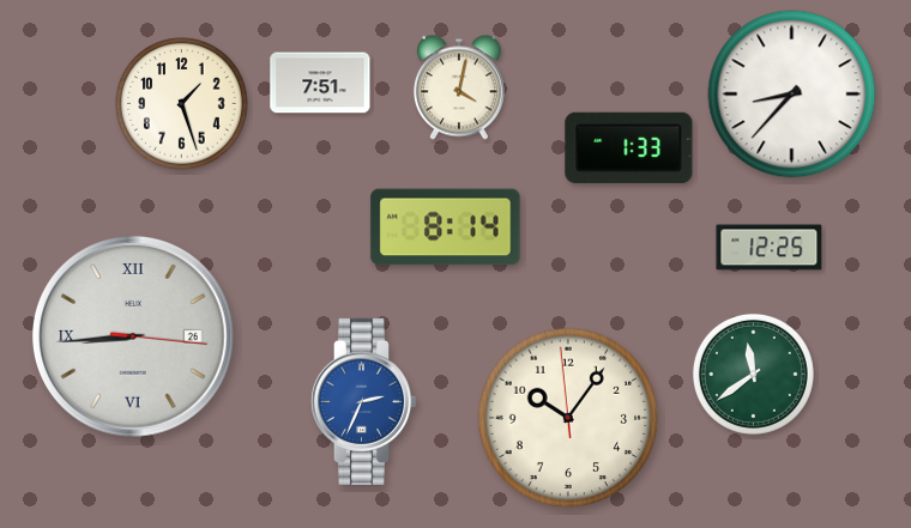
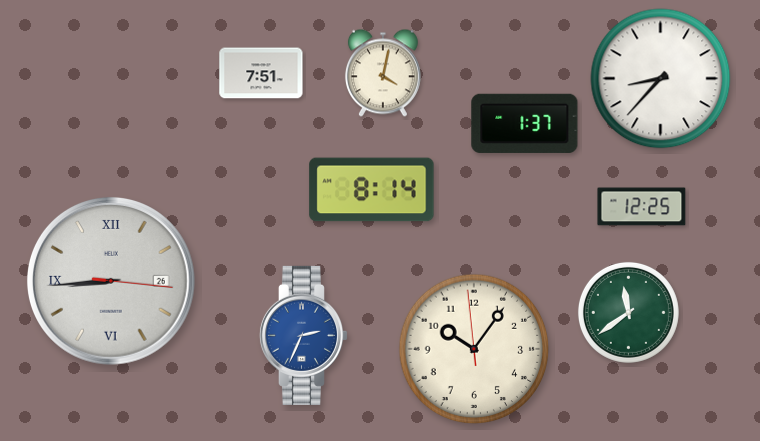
clock at (320, 83) position: (320, 83) -> (261, 73)
clock at (182, 104): 1:27 -> none
clock at (629, 147): 1:33 -> 1:37
